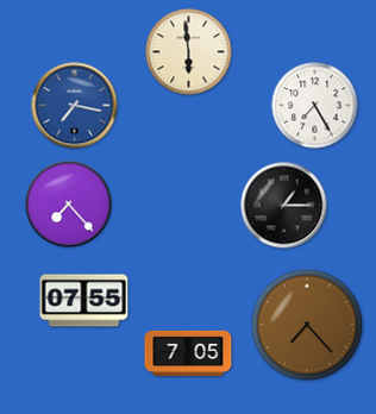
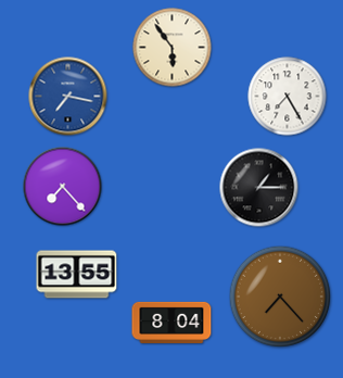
clock at (189, 52): 5:59 -> 5:54
clock at (84, 301): 07:55 -> 13:55
clock at (188, 353): 7:05 -> 8:04
